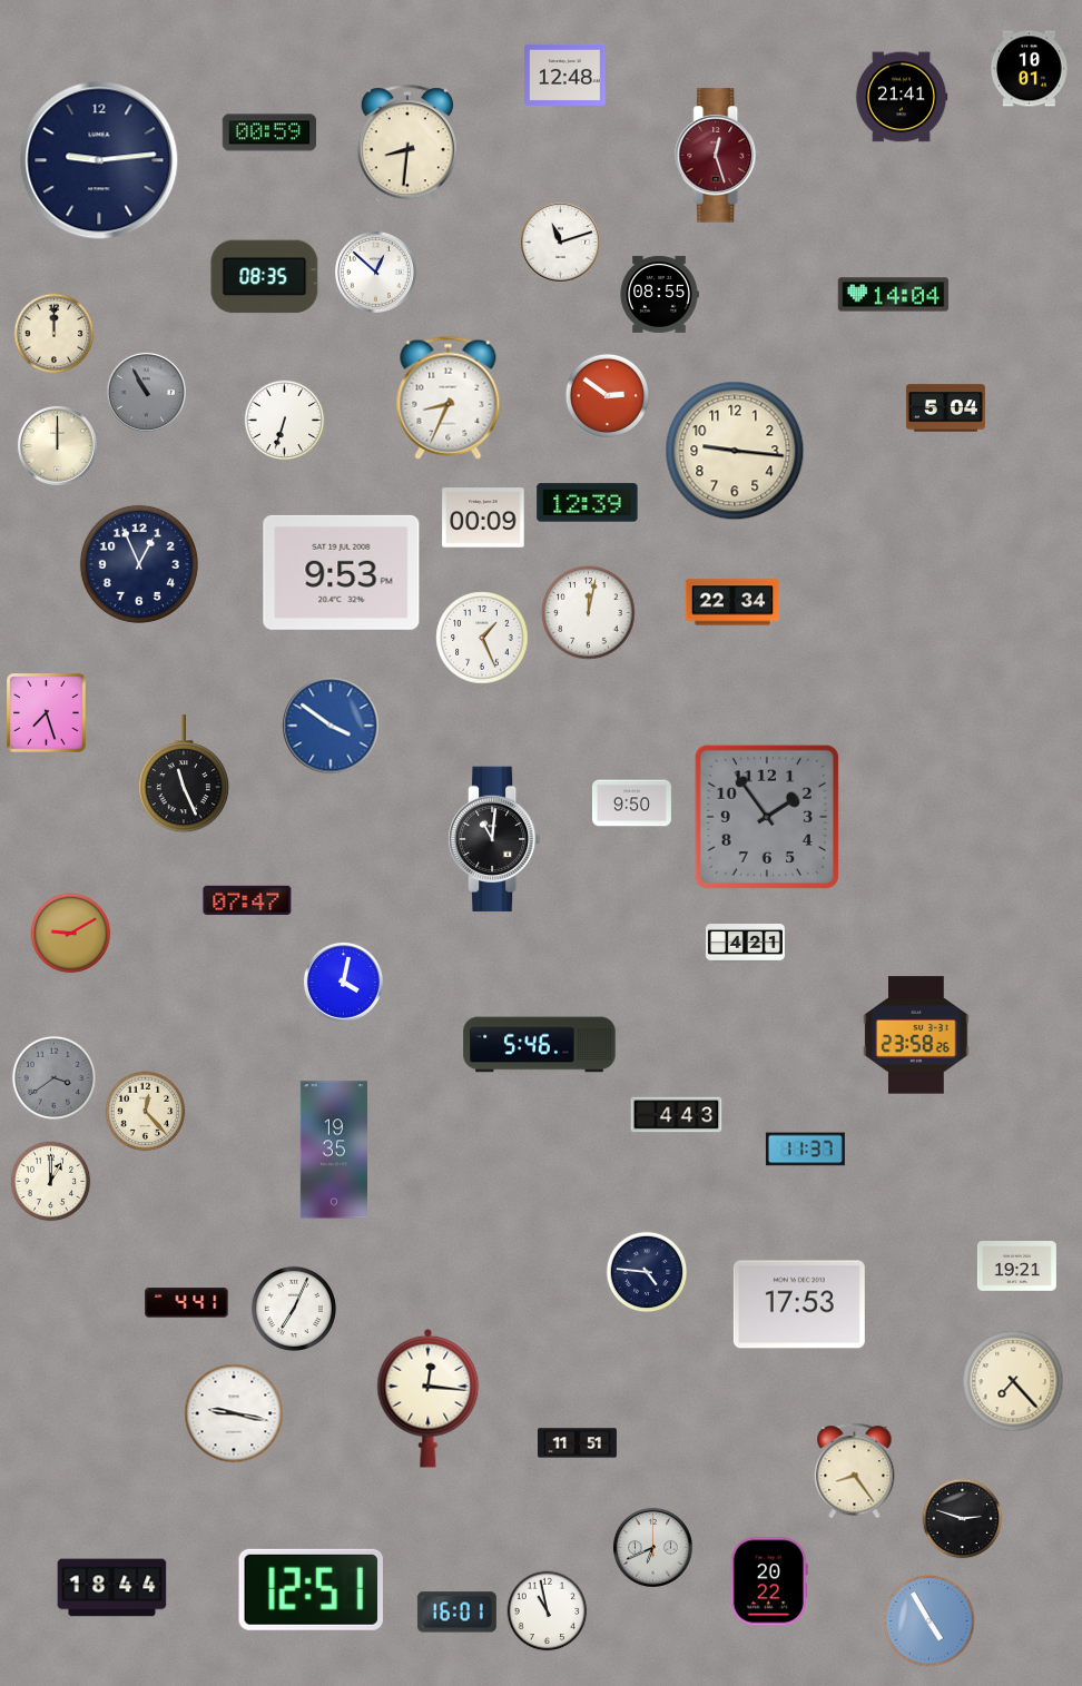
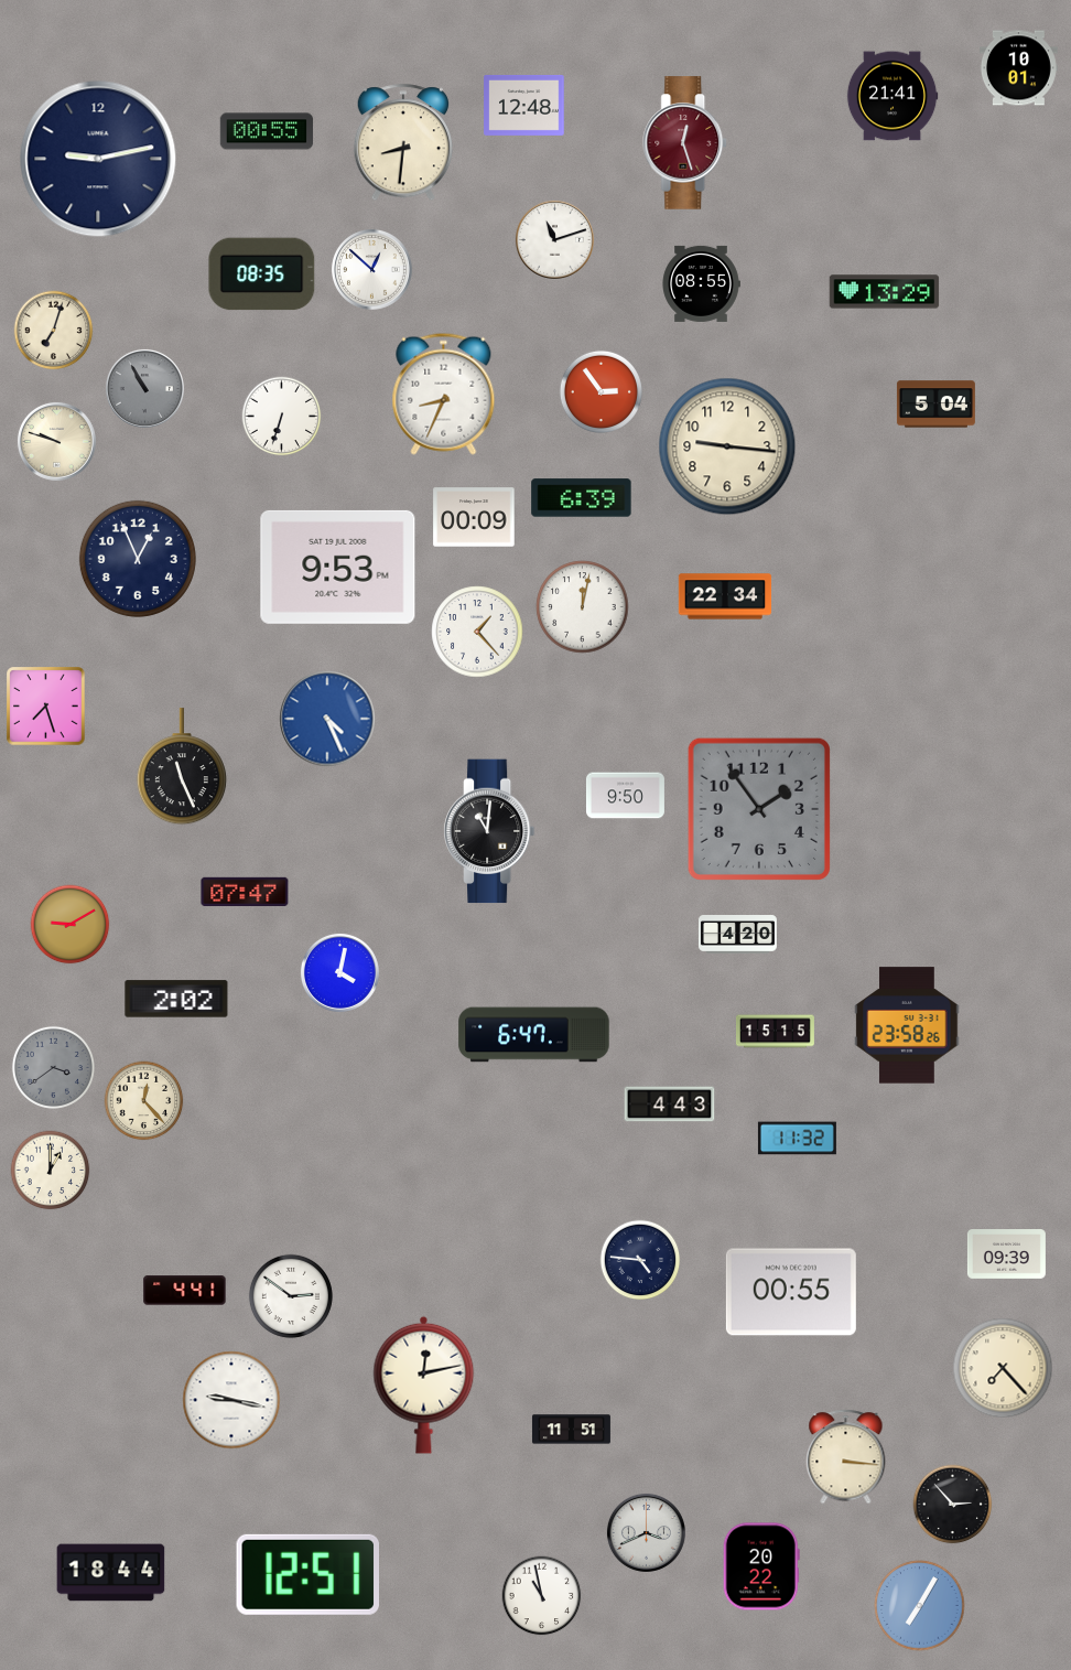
clock at (565, 75) position: (565, 75) -> (524, 105)
clock at (269, 132): 00:59 -> 00:55
clock at (718, 156) position: (718, 156) -> (685, 143)
clock at (99, 160): 9:14 -> 9:13
clock at (659, 294) position: (659, 294) -> (701, 283)
clock at (894, 295): 14:04 -> 13:29
clock at (55, 334): 12:00 -> 7:03
clock at (607, 395): 2:51 -> 2:54
clock at (57, 445): 12:00 -> 9:48
clock at (588, 503): 12:39 -> 6:39
clock at (483, 517) position: (483, 517) -> (474, 517)
clock at (482, 638): 1:26 -> 1:23
clock at (331, 726): 3:51 -> 4:26
clock at (745, 944): 4:21 -> 4:20
clock at (176, 999): none -> 2:02
clock at (775, 1032): none -> 15:15
clock at (540, 1045): 5:46 -> 6:47
clock at (334, 1150): 19:35 -> none
clock at (805, 1150): 11:37 -> 11:32
clock at (1016, 1266): 19:21 -> 09:39
clock at (799, 1304): 17:53 -> 00:55
clock at (294, 1309): 7:04 -> 2:51
clock at (429, 1398): 12:16 -> 12:13
clock at (855, 1471): 8:24 -> 3:16
clock at (963, 1519): 2:48 -> 2:53
clock at (652, 1547): 6:41 -> 3:41
clock at (456, 1613): 16:01 -> none
clock at (929, 1621): 4:55 -> 7:05
